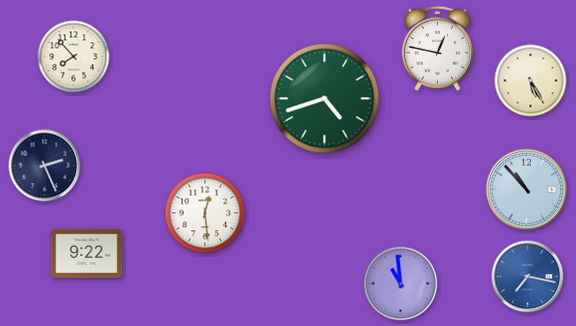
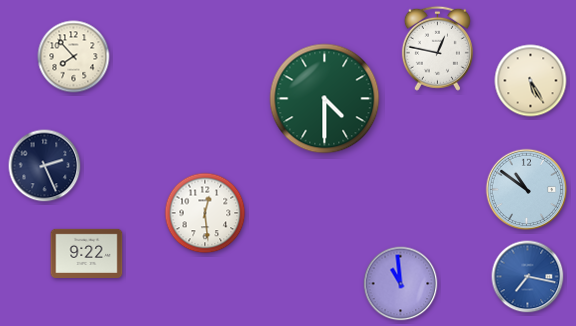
clock at (325, 99): 4:42 -> 4:30
clock at (527, 190): 10:53 -> 10:51
